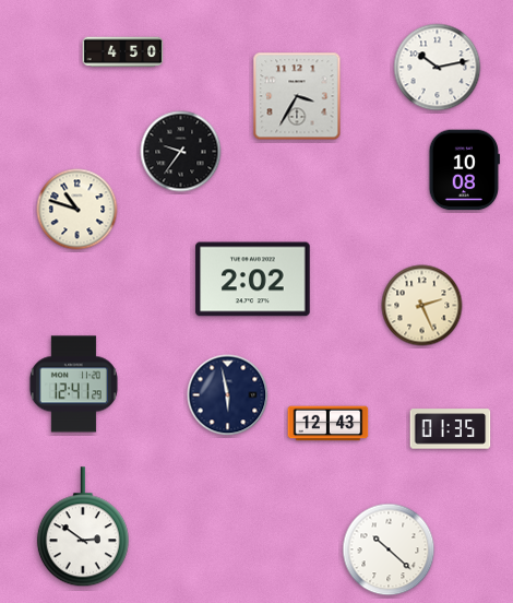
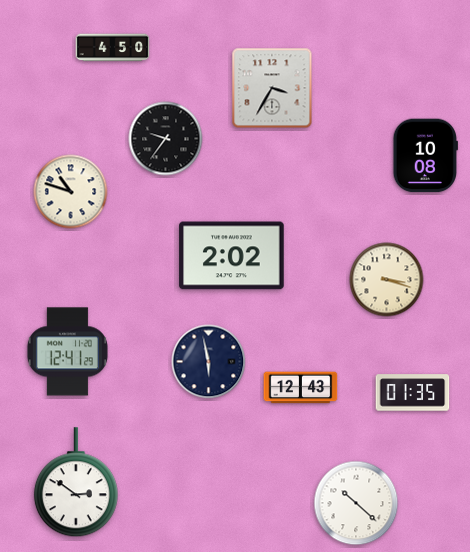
clock at (438, 68): 10:13 -> none
clock at (422, 306): 2:26 -> 3:18
